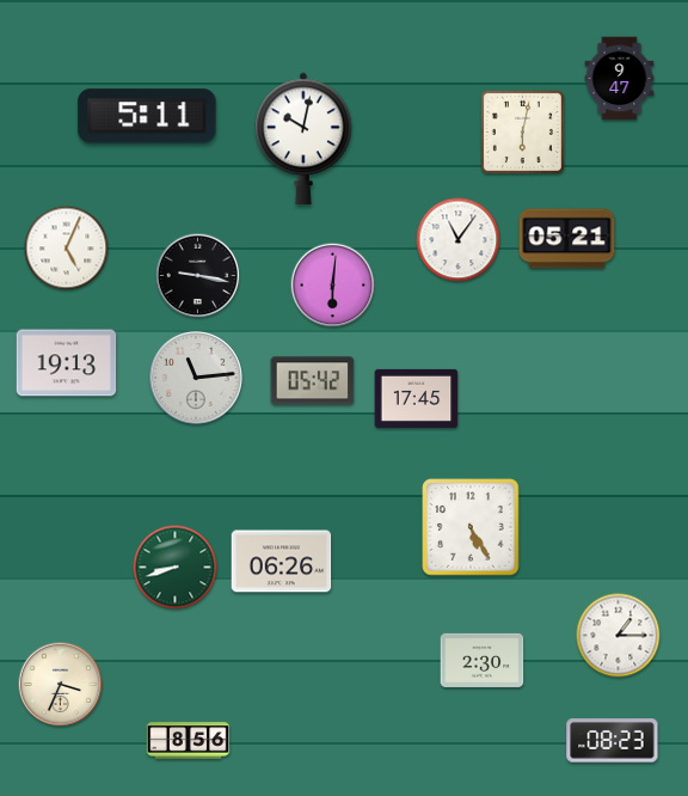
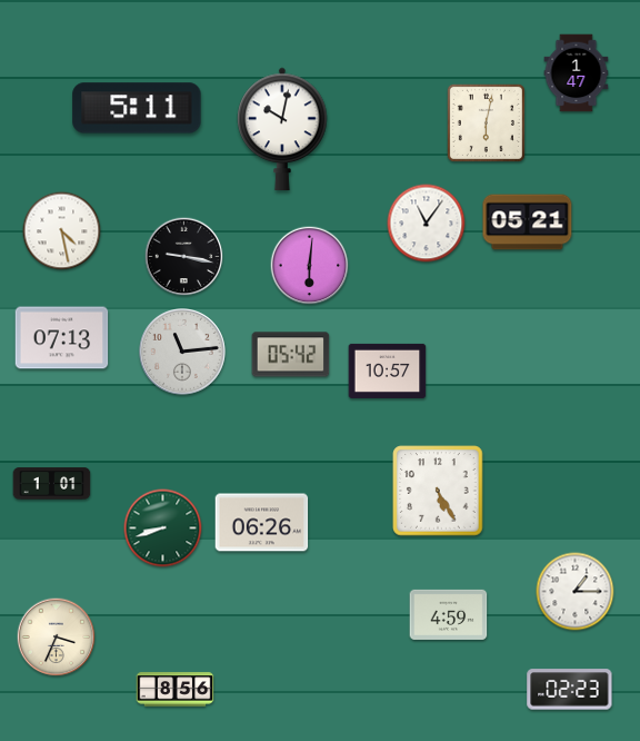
clock at (620, 79): 9:47 -> 1:47
clock at (67, 249): 5:04 -> 4:28
clock at (67, 363): 19:13 -> 07:13
clock at (417, 398): 17:45 -> 10:57
clock at (52, 484): none -> 1:01
clock at (483, 660): 2:30 -> 4:59
clock at (613, 741): 08:23 -> 02:23
